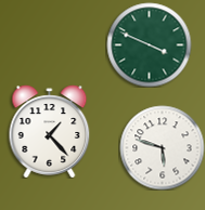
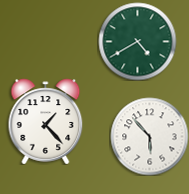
clock at (149, 44): 3:49 -> 4:40
clock at (162, 147): 5:48 -> 5:53
